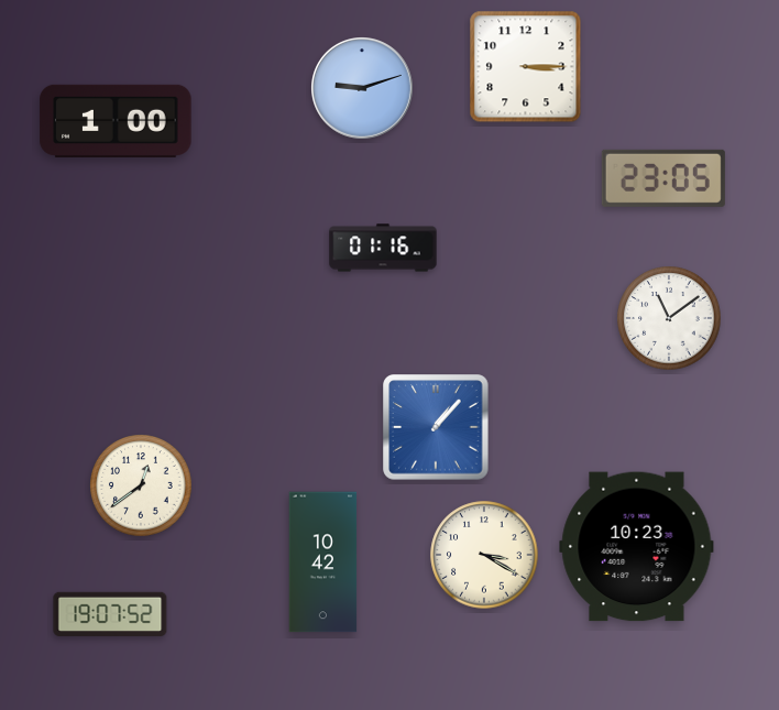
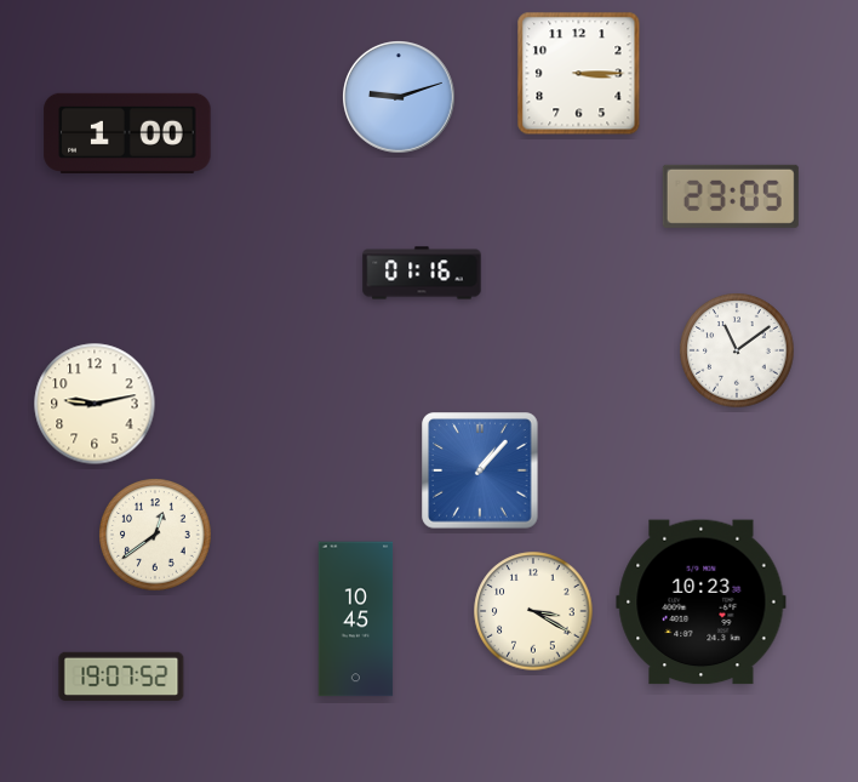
clock at (95, 404): none -> 9:13
clock at (323, 562): 10:42 -> 10:45
